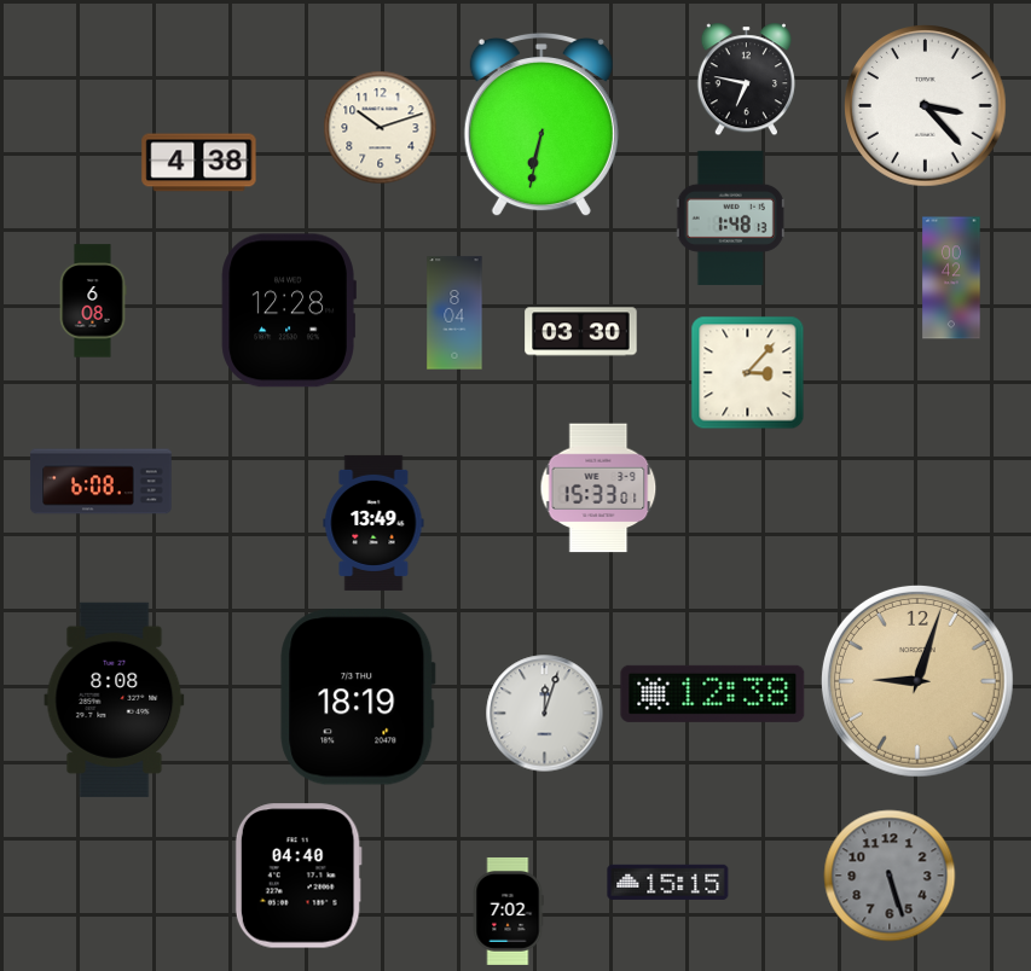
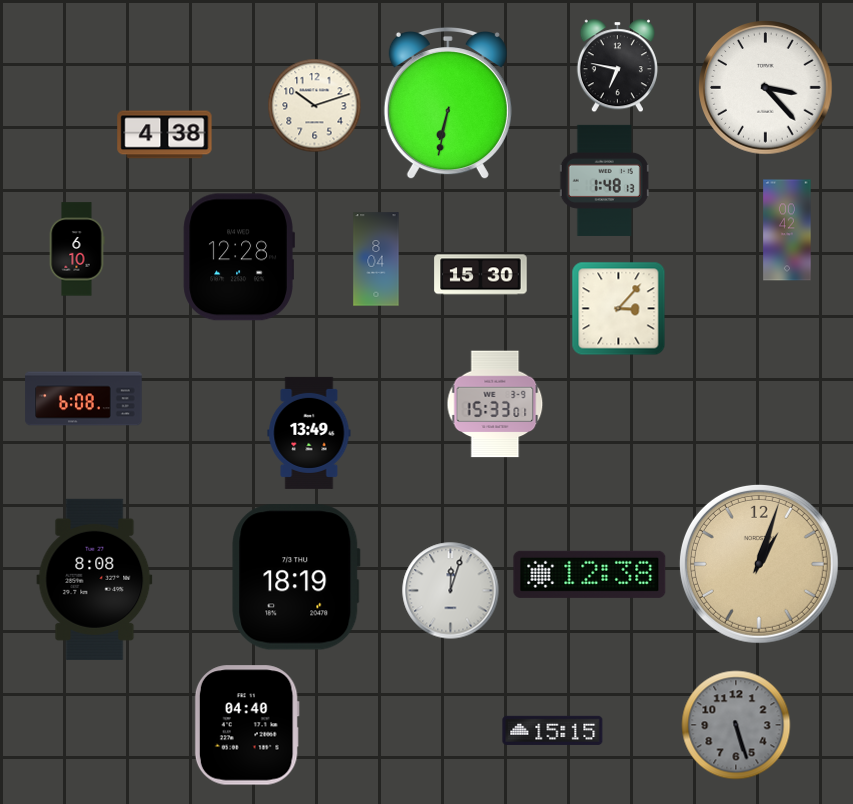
clock at (93, 301): 6:08 -> 6:10
clock at (581, 332): 03:30 -> 15:30
clock at (917, 681): 9:03 -> 1:03
clock at (508, 911): 7:02 -> none
